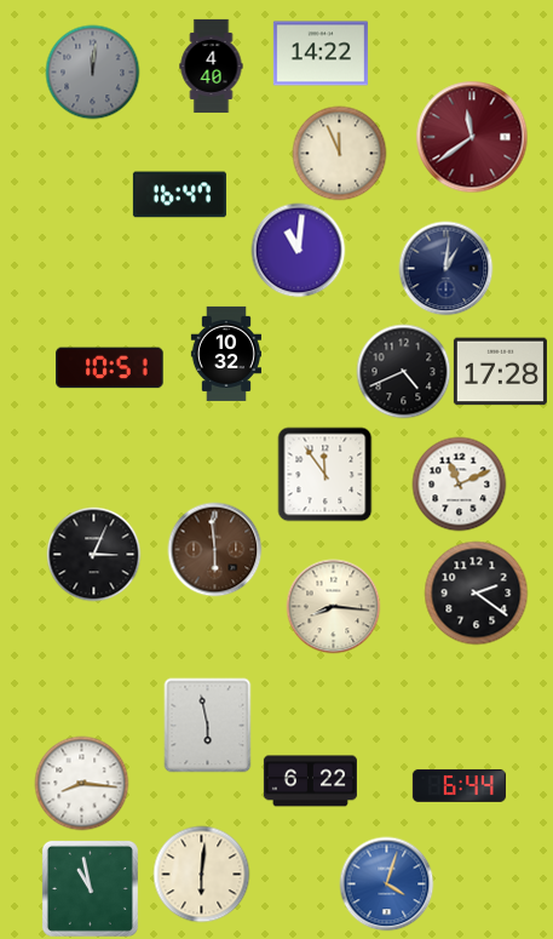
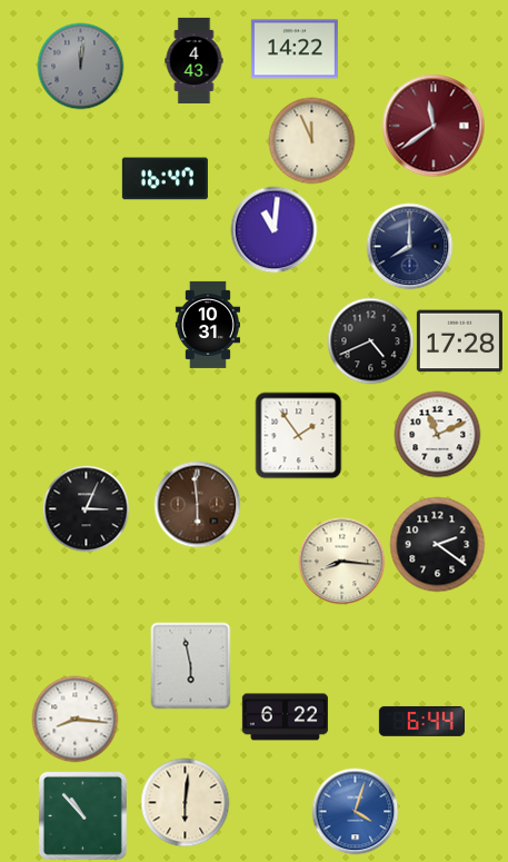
clock at (212, 65): 4:40 -> 4:43
clock at (92, 71) position: (92, 71) -> (80, 66)
clock at (445, 268): 1:01 -> 8:00
clock at (225, 354): 10:32 -> 10:31
clock at (110, 368): 10:51 -> none
clock at (324, 474): 11:54 -> 1:54
clock at (459, 483) position: (459, 483) -> (437, 434)
clock at (333, 606) position: (333, 606) -> (341, 561)
clock at (90, 888): 10:58 -> 10:53
